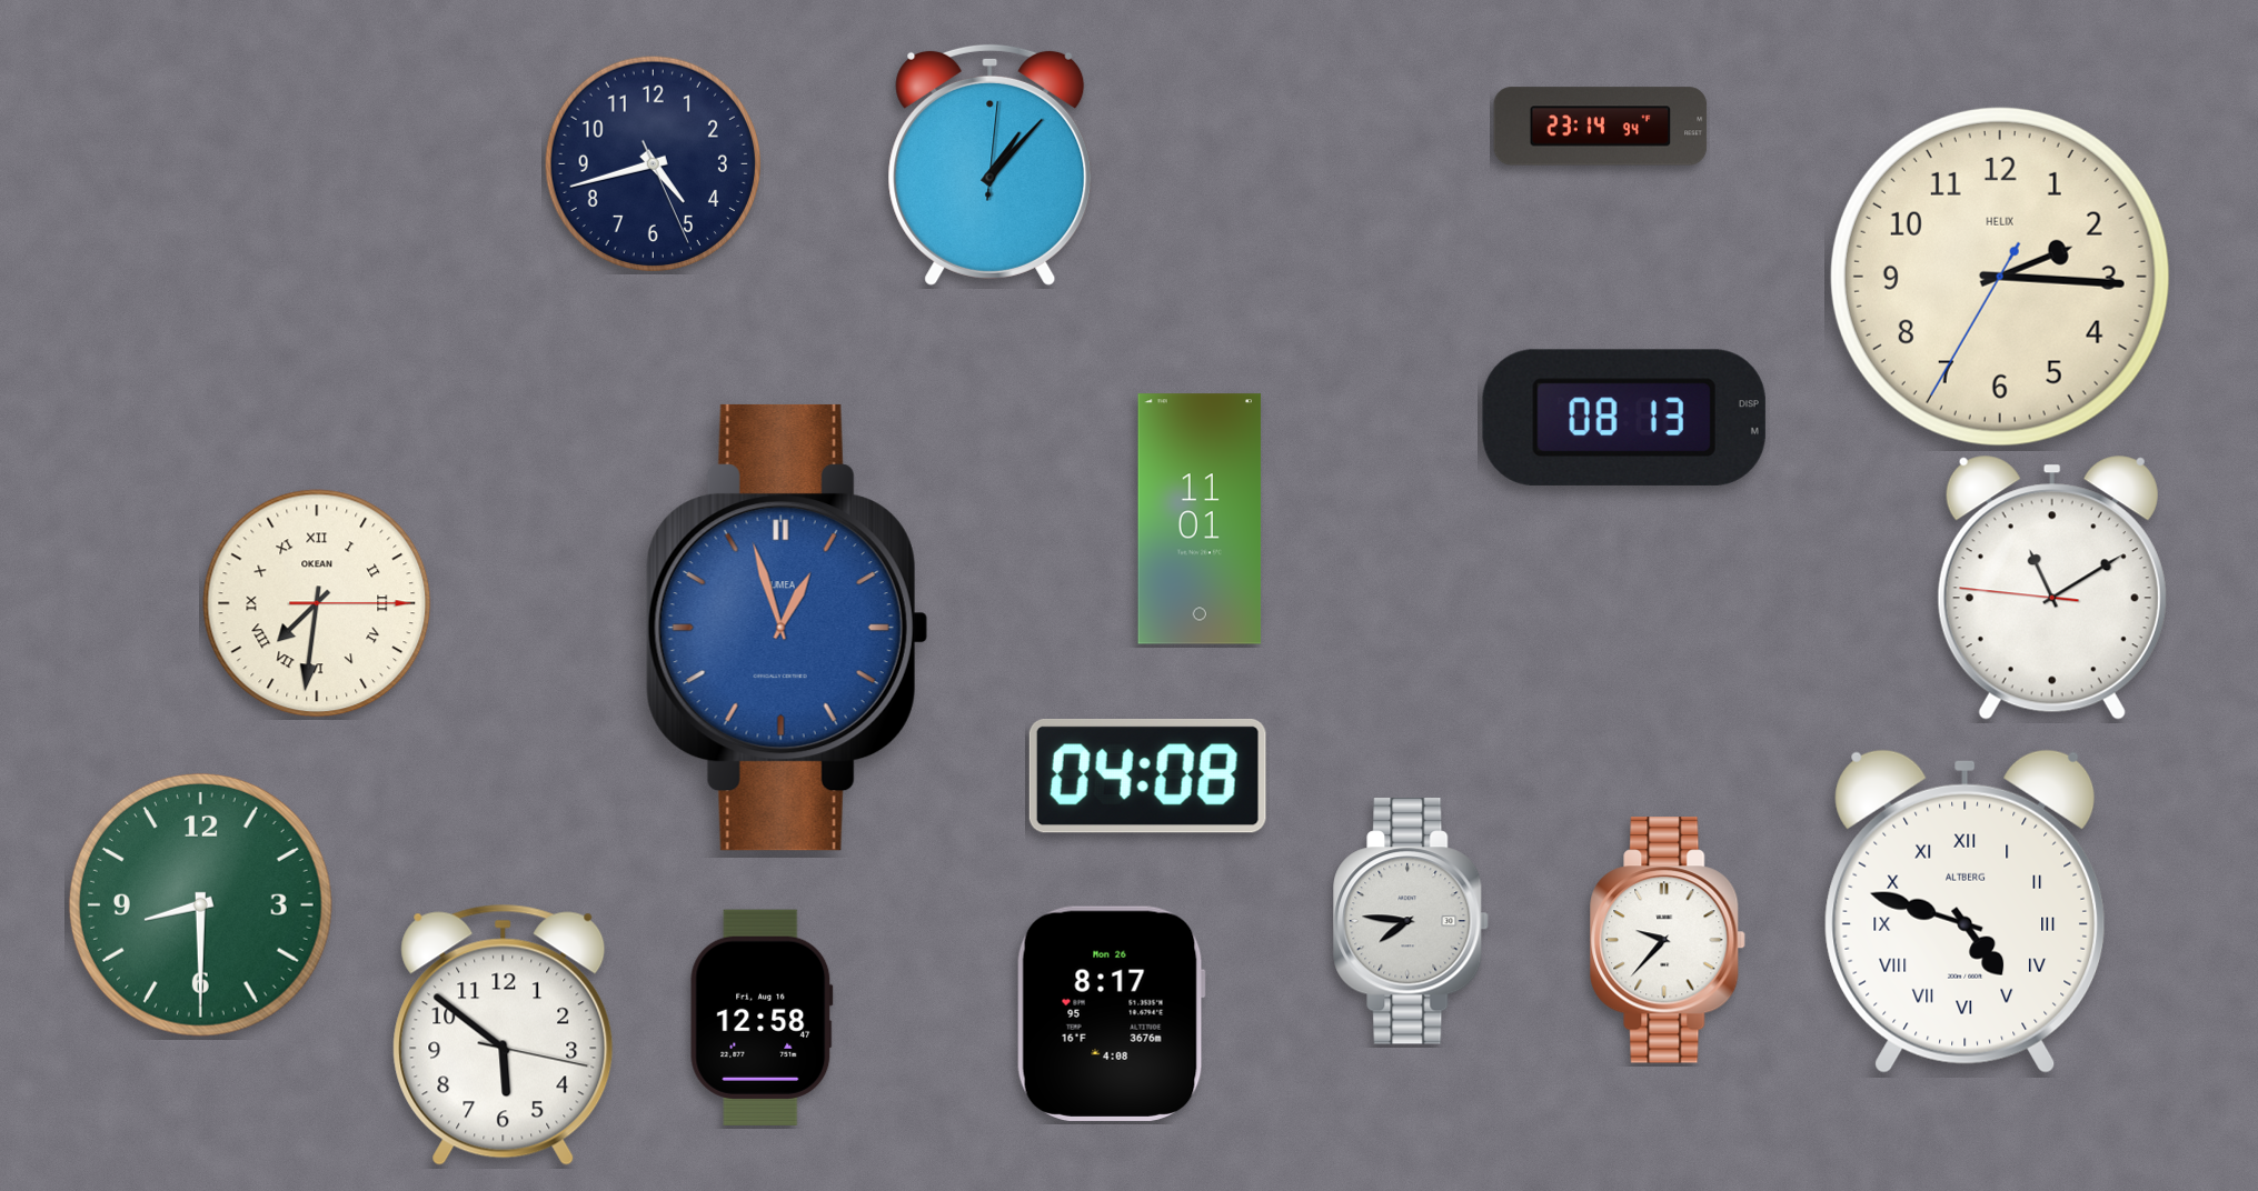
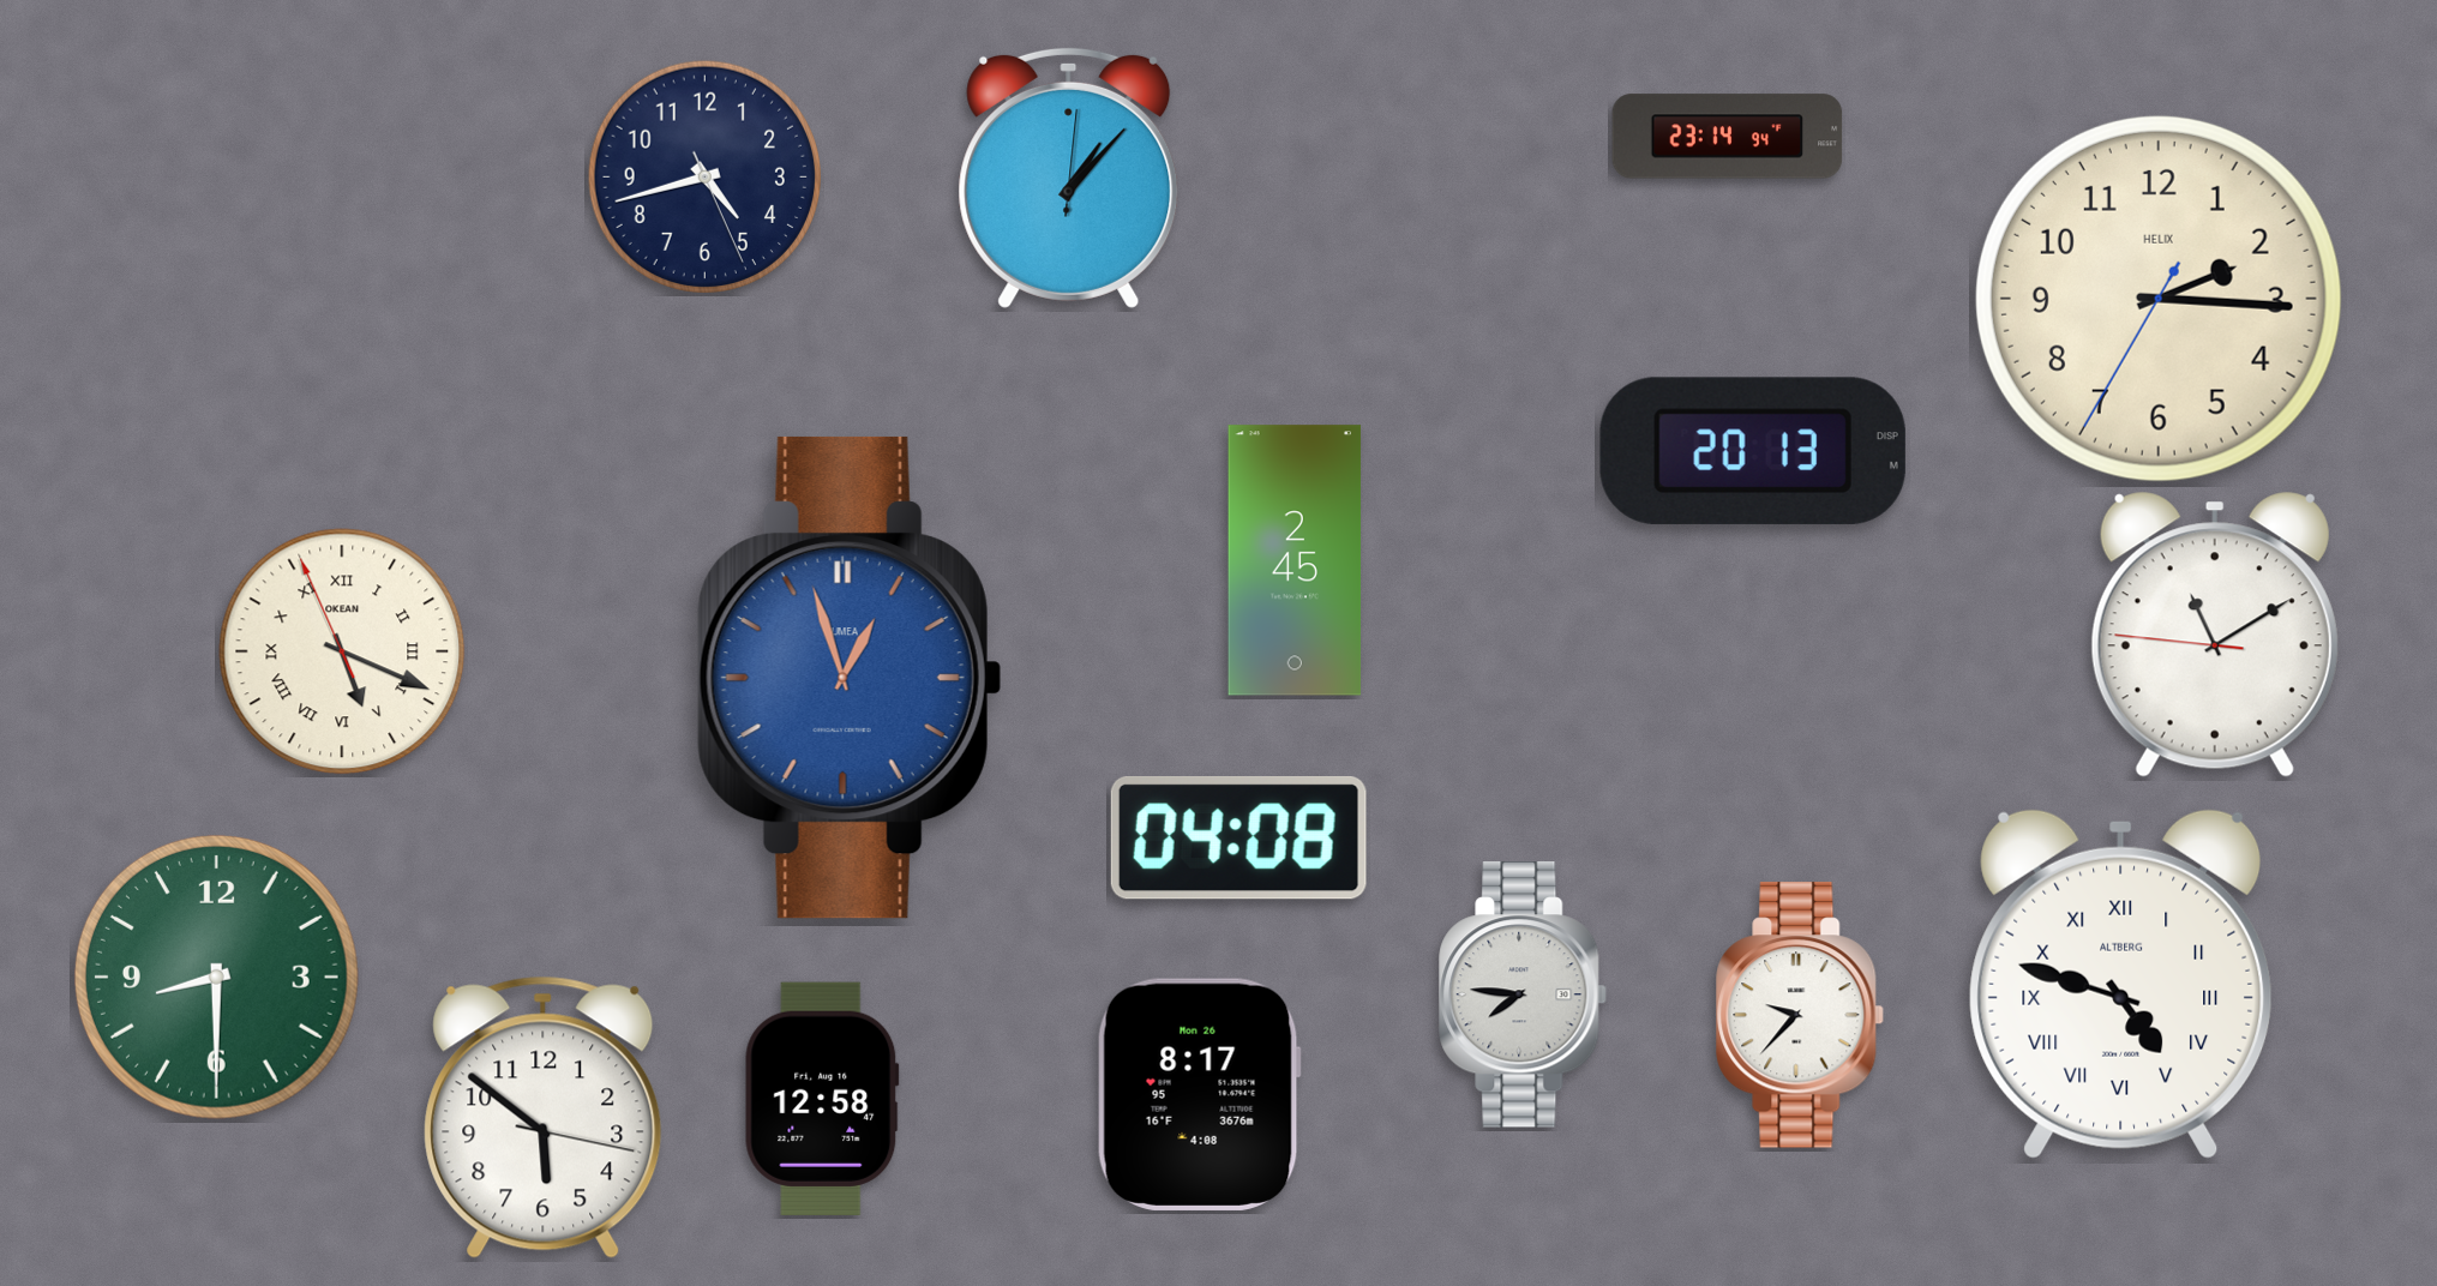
clock at (1624, 418): 08:13 -> 20:13
clock at (1200, 519): 11:01 -> 2:45
clock at (317, 603): 7:31 -> 5:18
